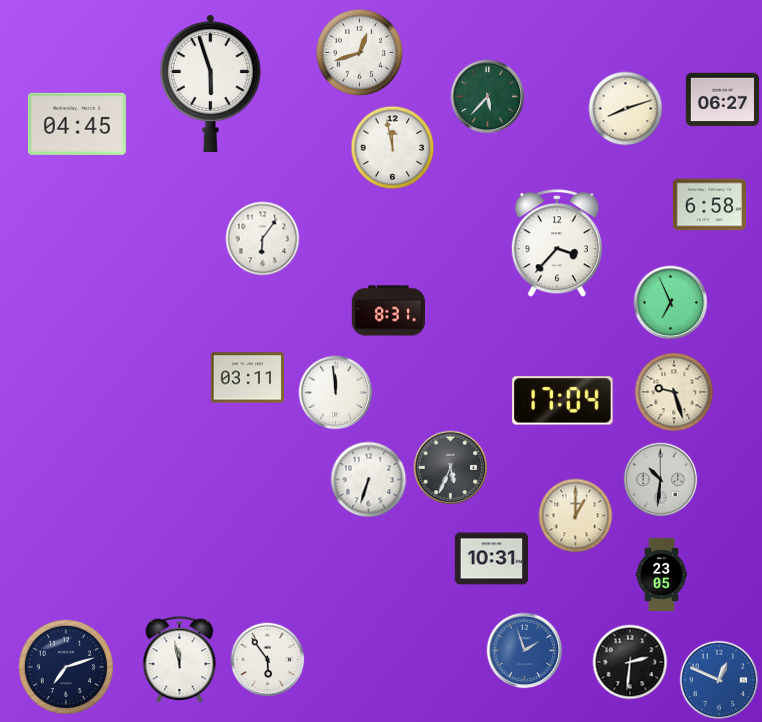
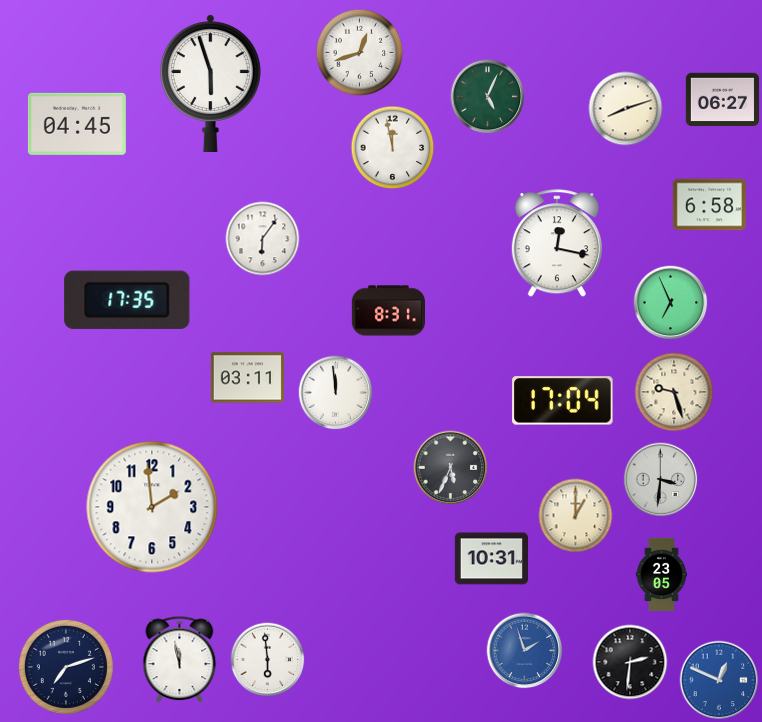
clock at (488, 97): 5:37 -> 5:04
clock at (557, 244): 3:37 -> 12:17
clock at (127, 300): none -> 17:35
clock at (369, 480): 6:33 -> none
clock at (661, 480): 10:31 -> 3:31
clock at (152, 507): none -> 1:59
clock at (268, 660): 5:54 -> 5:59
